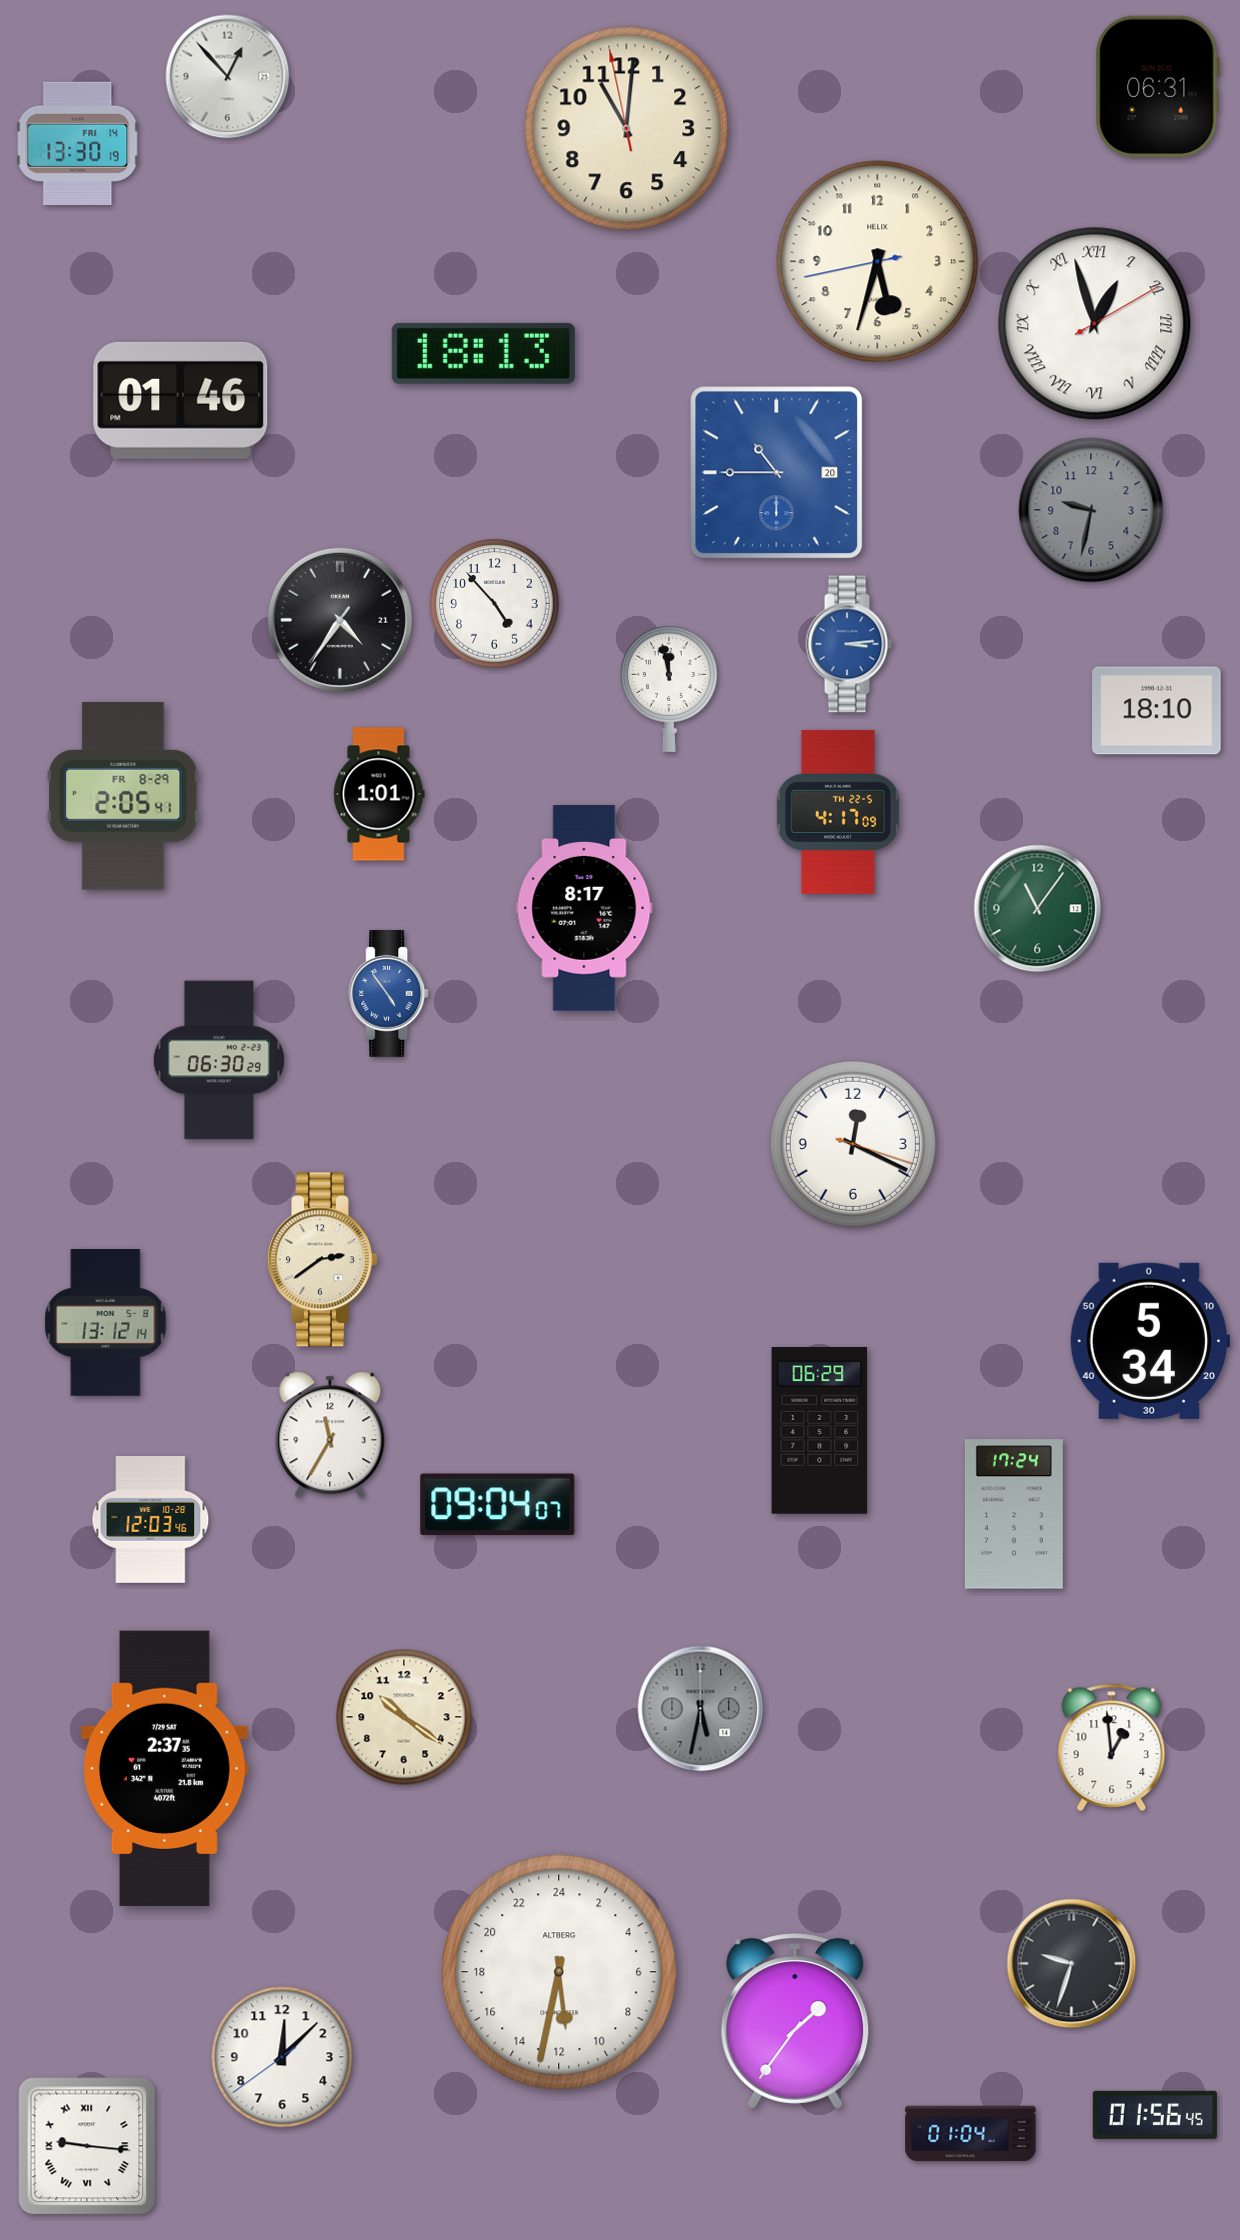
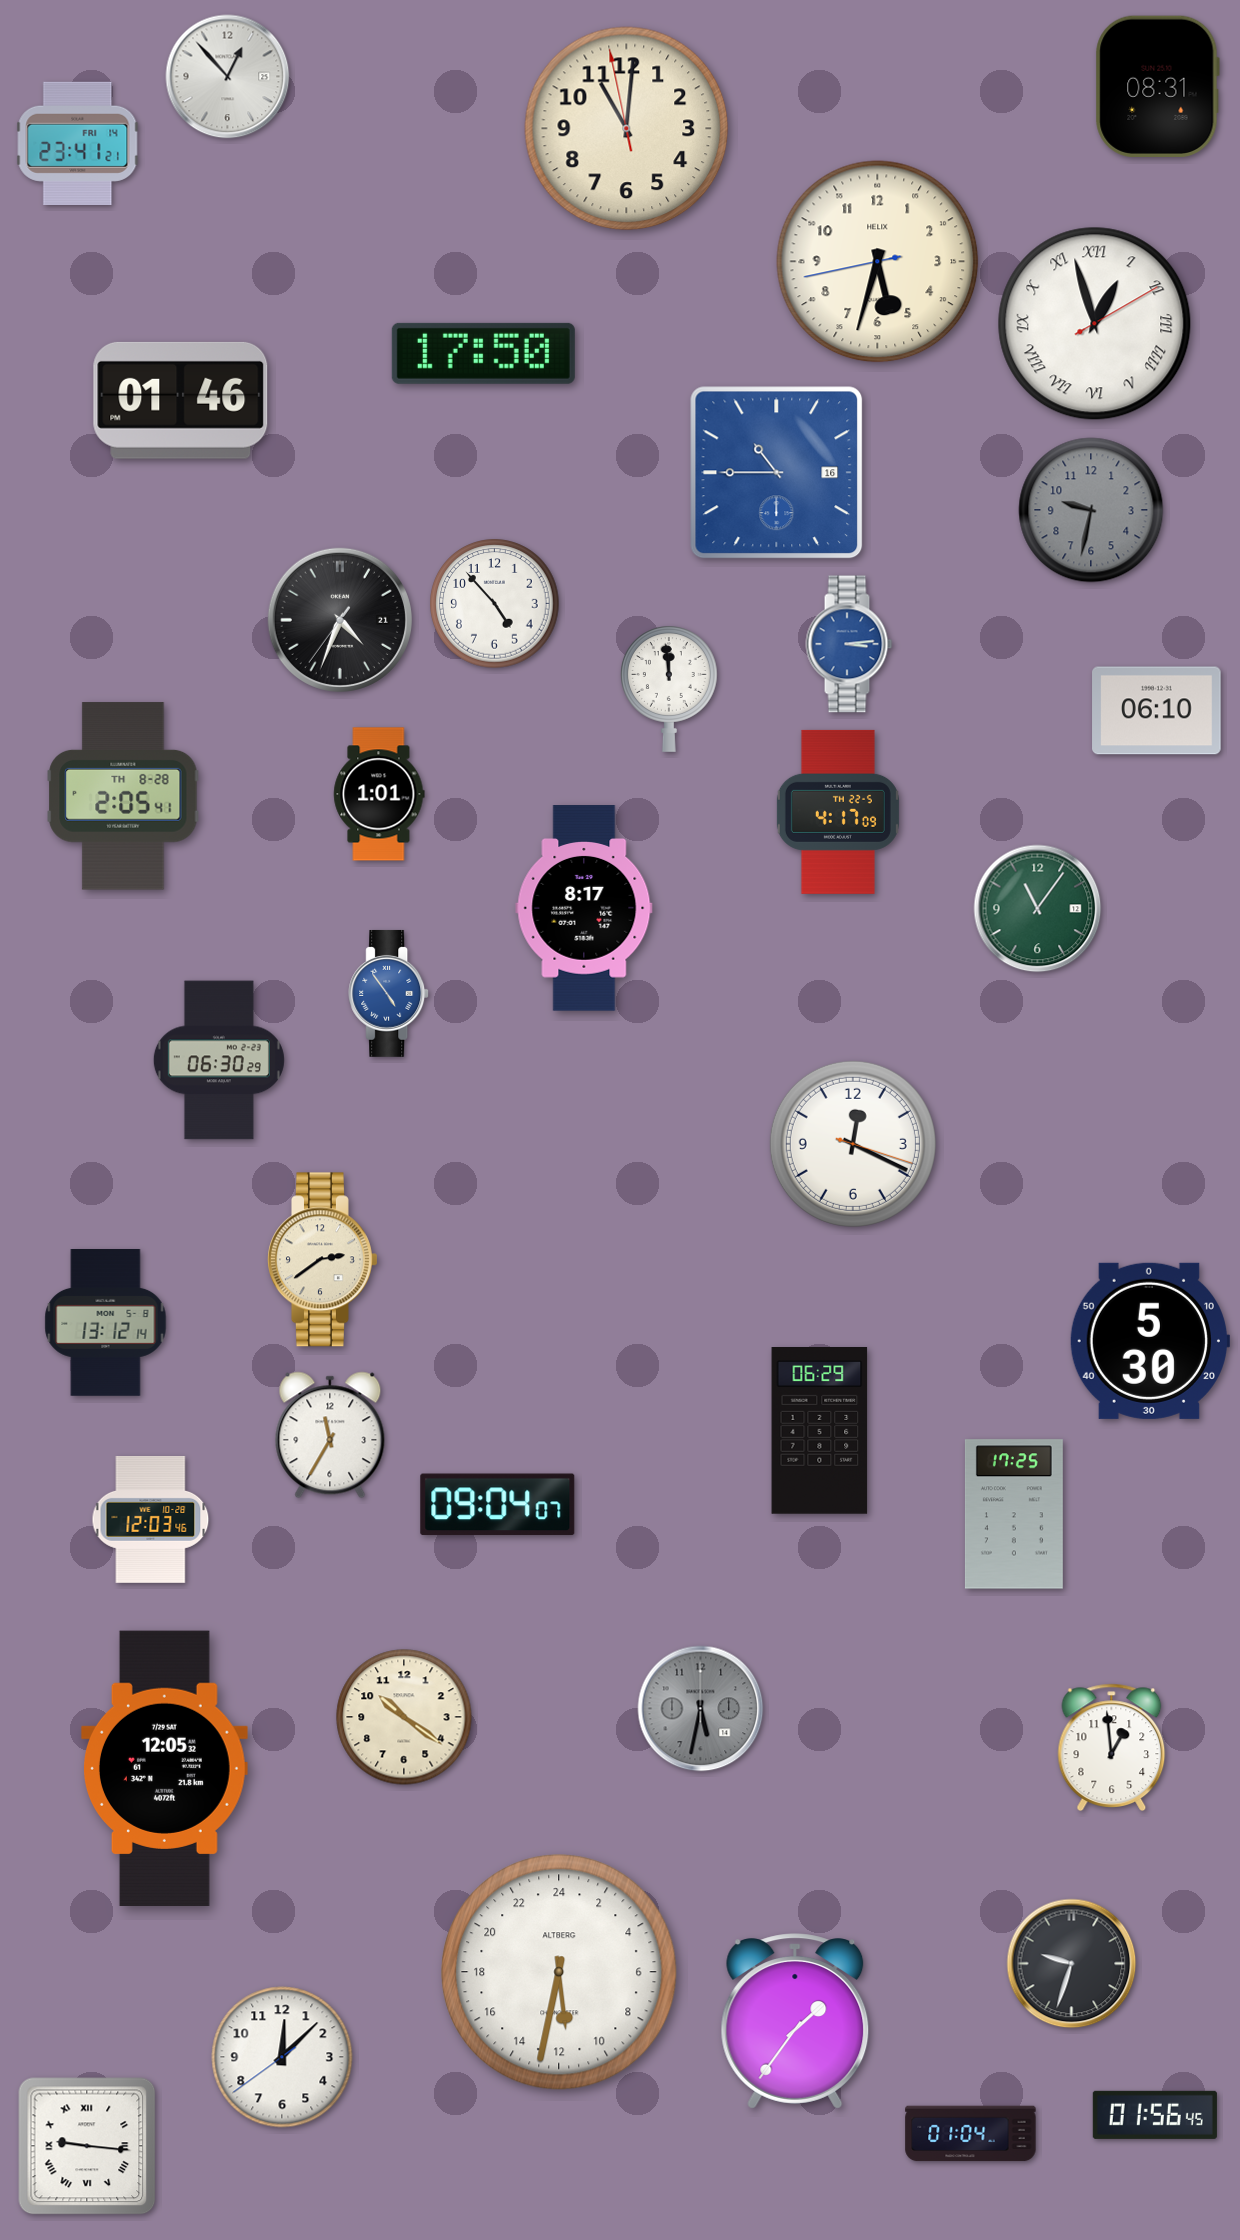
clock at (1157, 86): 06:31 -> 08:31
clock at (78, 143): 13:30 -> 23:41
clock at (483, 353): 18:13 -> 17:50
clock at (777, 473) date: 20 -> 16
clock at (340, 620): 4:35 -> 4:33
clock at (669, 689): 11:58 -> 11:59
clock at (1157, 711): 18:10 -> 06:10
clock at (123, 796) date: FR 8-29 -> TH 8-28
clock at (1149, 1341): 5:34 -> 5:30
clock at (1014, 1514): 17:24 -> 17:25
clock at (164, 1768): 2:37 -> 12:05
